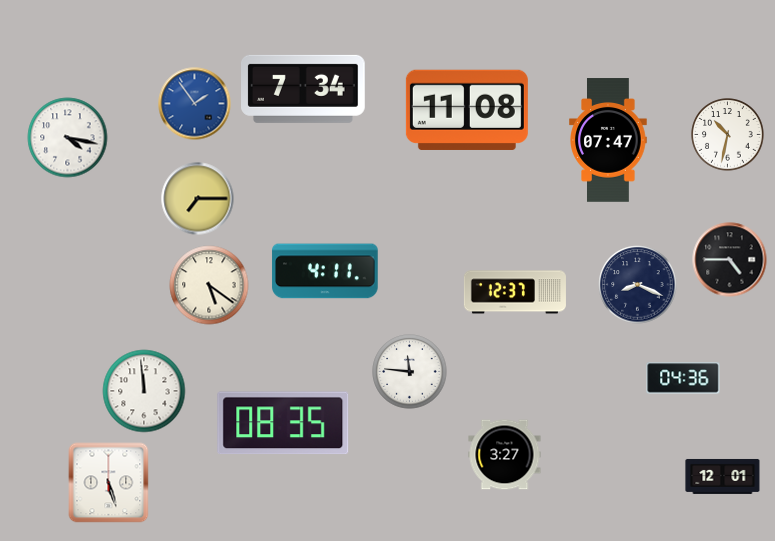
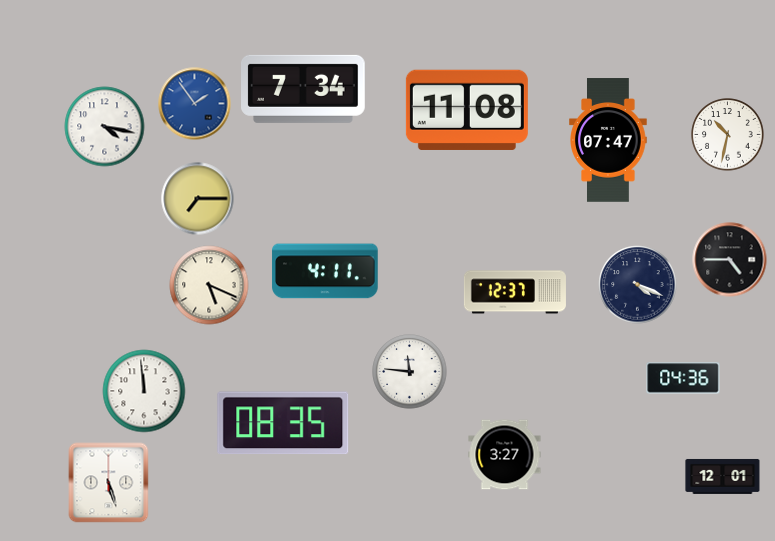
clock at (68, 138) position: (68, 138) -> (105, 127)
clock at (209, 285): 5:21 -> 5:19
clock at (638, 285): 8:19 -> 4:19
